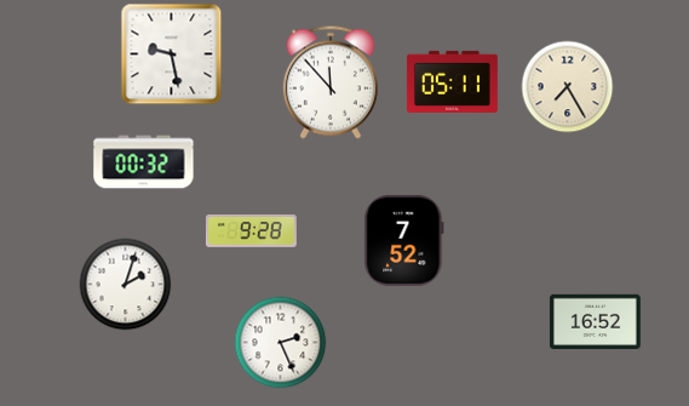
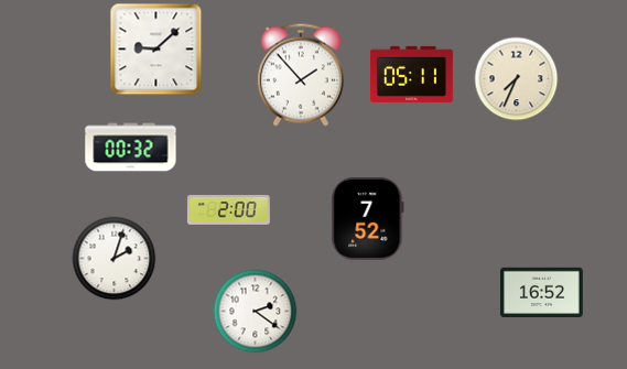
clock at (172, 55): 9:28 -> 9:08
clock at (331, 82): 11:53 -> 1:53
clock at (568, 87): 7:25 -> 7:34
clock at (251, 230): 9:28 -> 2:00
clock at (281, 343): 2:26 -> 2:21
